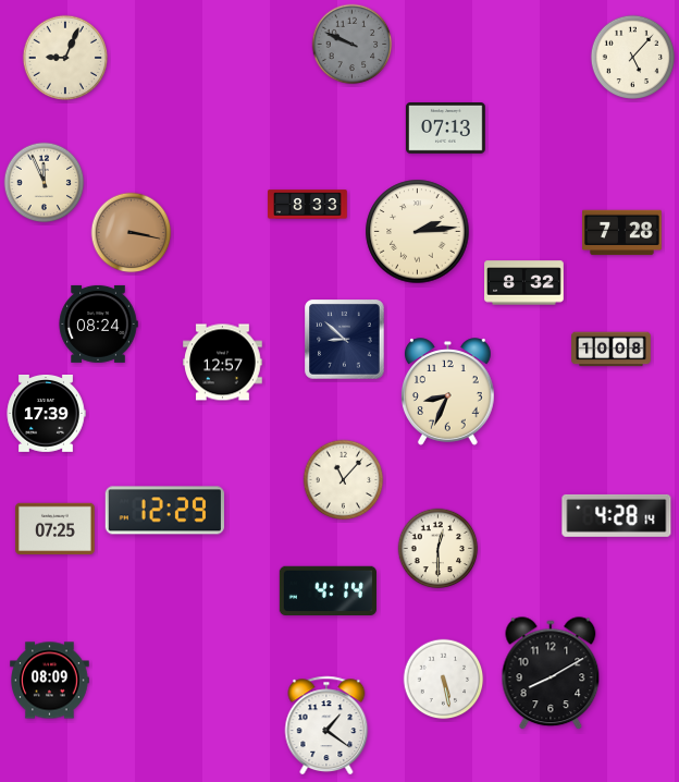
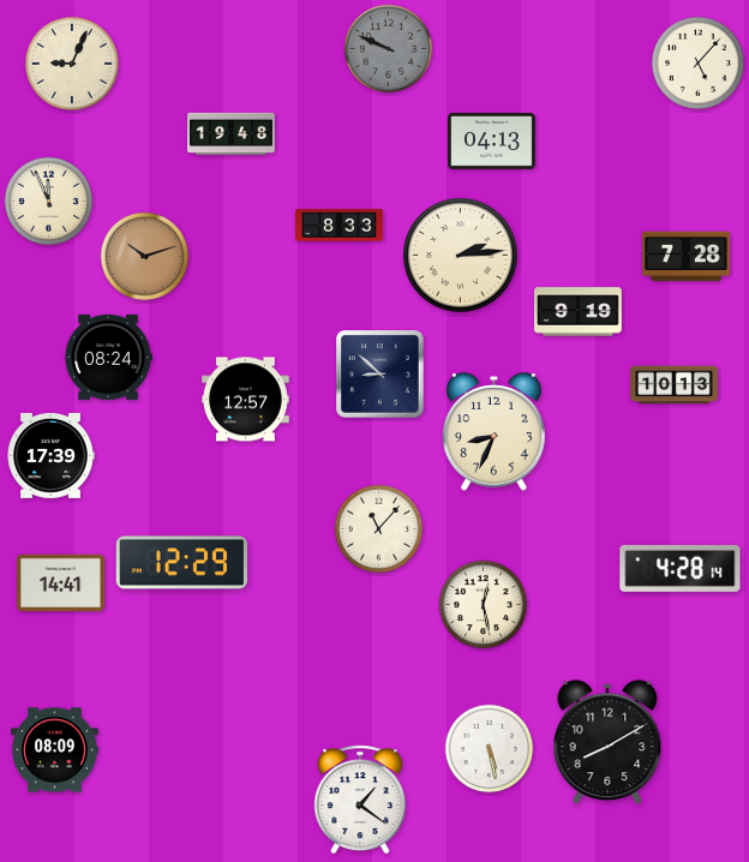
clock at (232, 134): none -> 19:48
clock at (446, 129): 07:13 -> 04:13
clock at (132, 233): 3:17 -> 10:12
clock at (524, 283): 8:32 -> 9:19
clock at (612, 350): 10:08 -> 10:13
clock at (55, 529): 07:25 -> 14:41
clock at (439, 549): 12:30 -> 12:28
clock at (328, 591): 4:14 -> none
